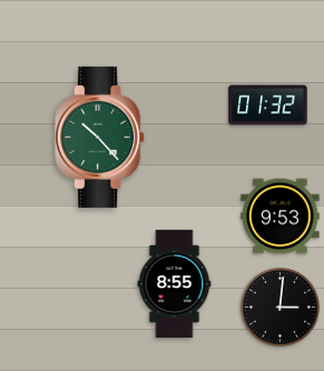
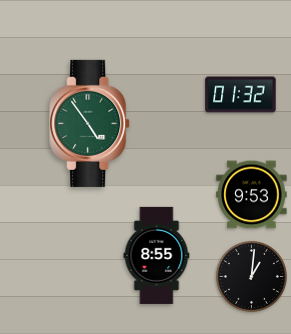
clock at (100, 137): 10:23 -> 4:54
clock at (279, 307): 3:01 -> 1:01
